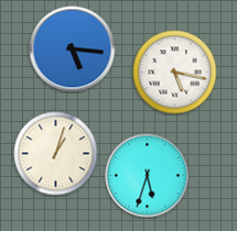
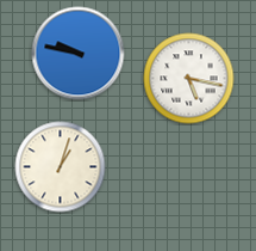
clock at (73, 50): 5:16 -> 9:47
clock at (148, 176): 5:33 -> none
